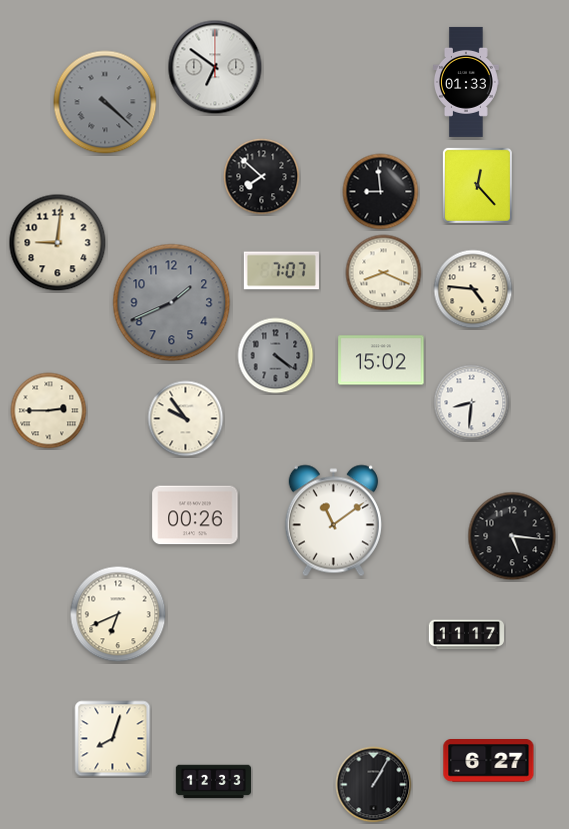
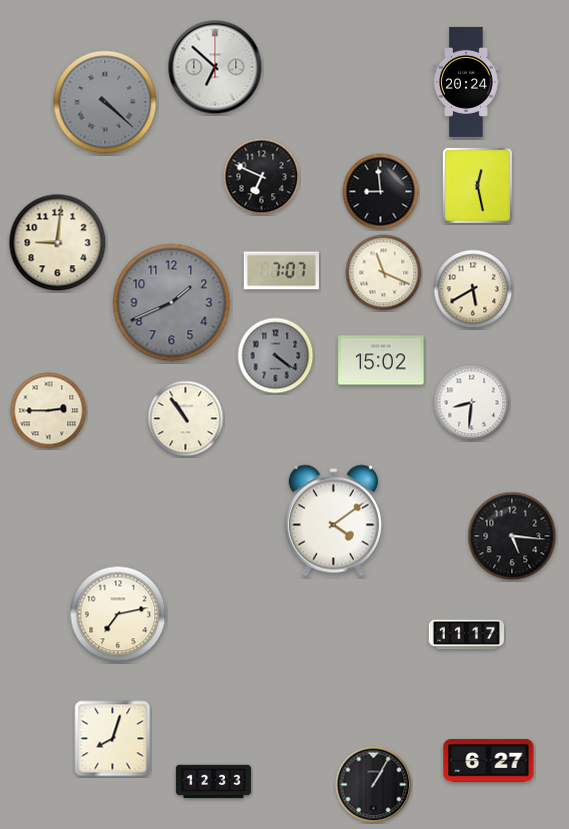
clock at (215, 67): 6:51 -> 6:52
clock at (467, 82): 01:33 -> 20:24
clock at (262, 177): 7:52 -> 6:49
clock at (477, 185): 12:23 -> 12:28
clock at (384, 273): 8:19 -> 11:19
clock at (473, 289): 4:46 -> 5:40
clock at (186, 419): 9:54 -> 10:54
clock at (195, 515): 00:26 -> none
clock at (333, 521): 11:09 -> 4:09
clock at (118, 614): 6:41 -> 7:13
